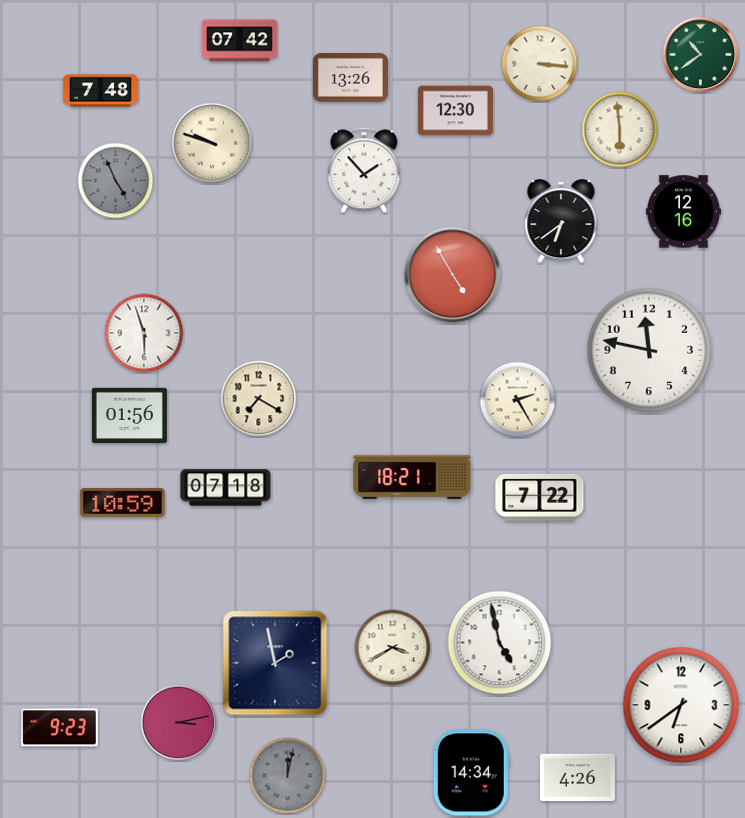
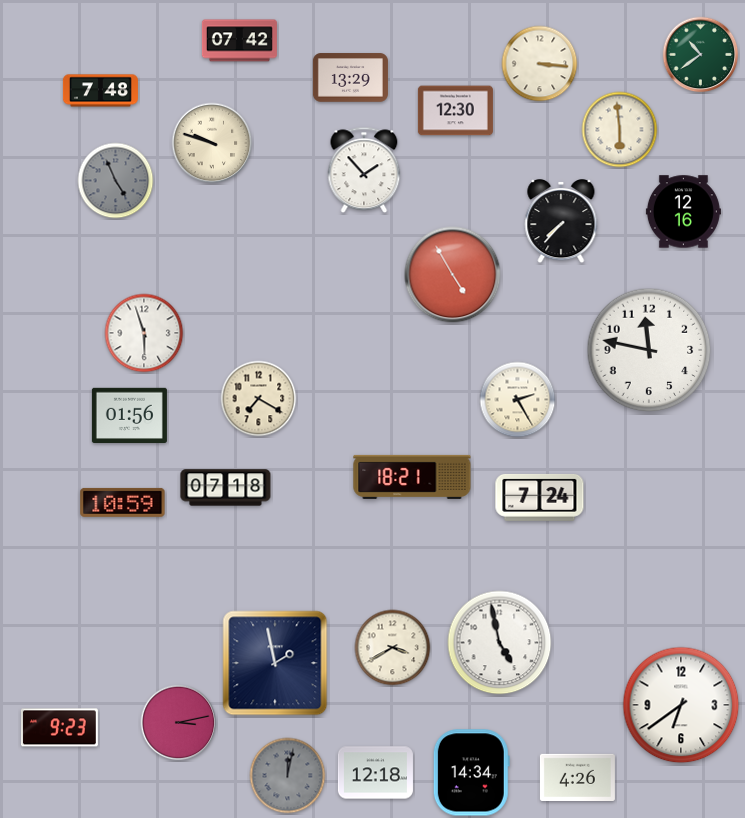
clock at (350, 78): 13:26 -> 13:29
clock at (561, 222): 6:39 -> 7:37
clock at (540, 497): 7:22 -> 7:24
clock at (375, 773): none -> 12:18
